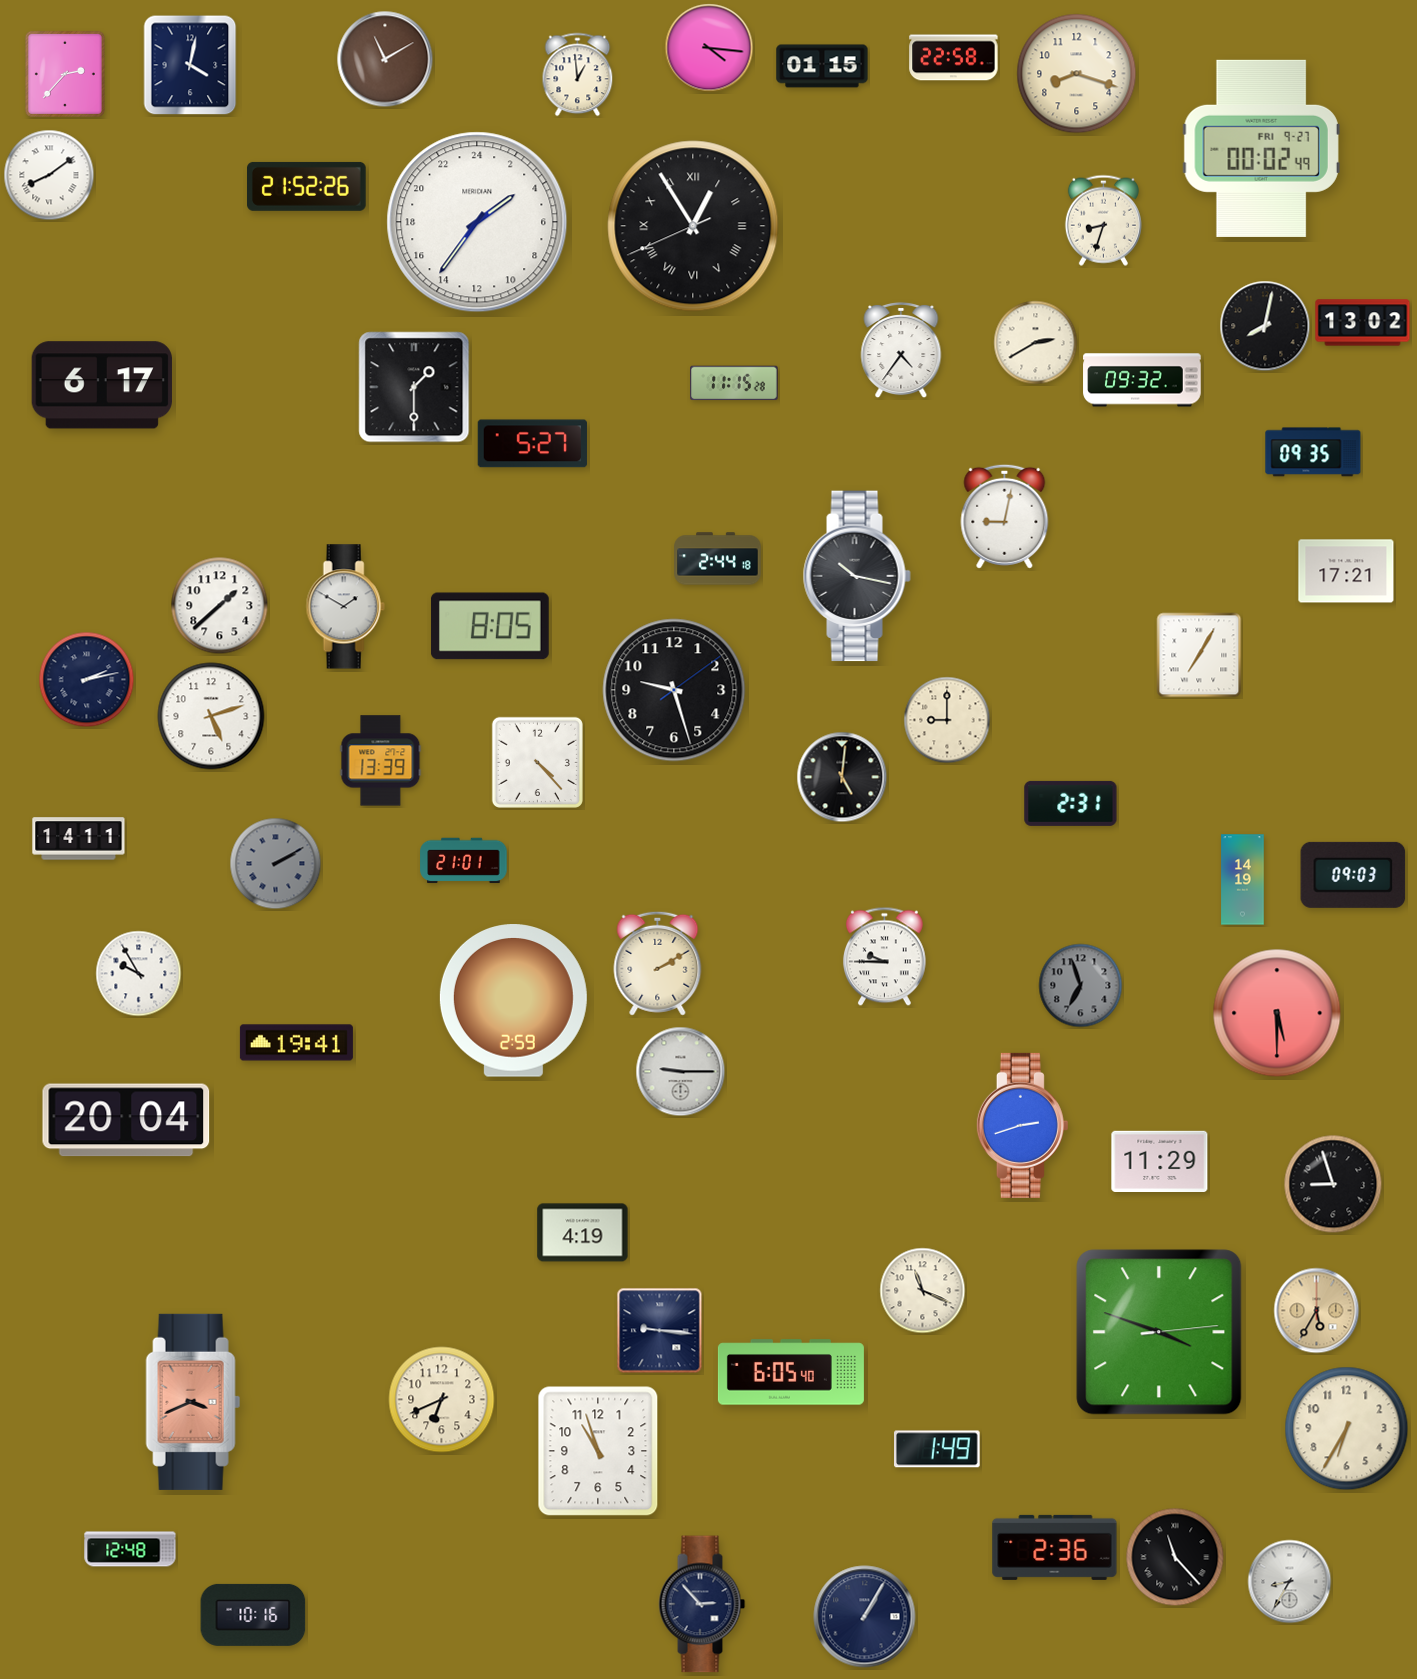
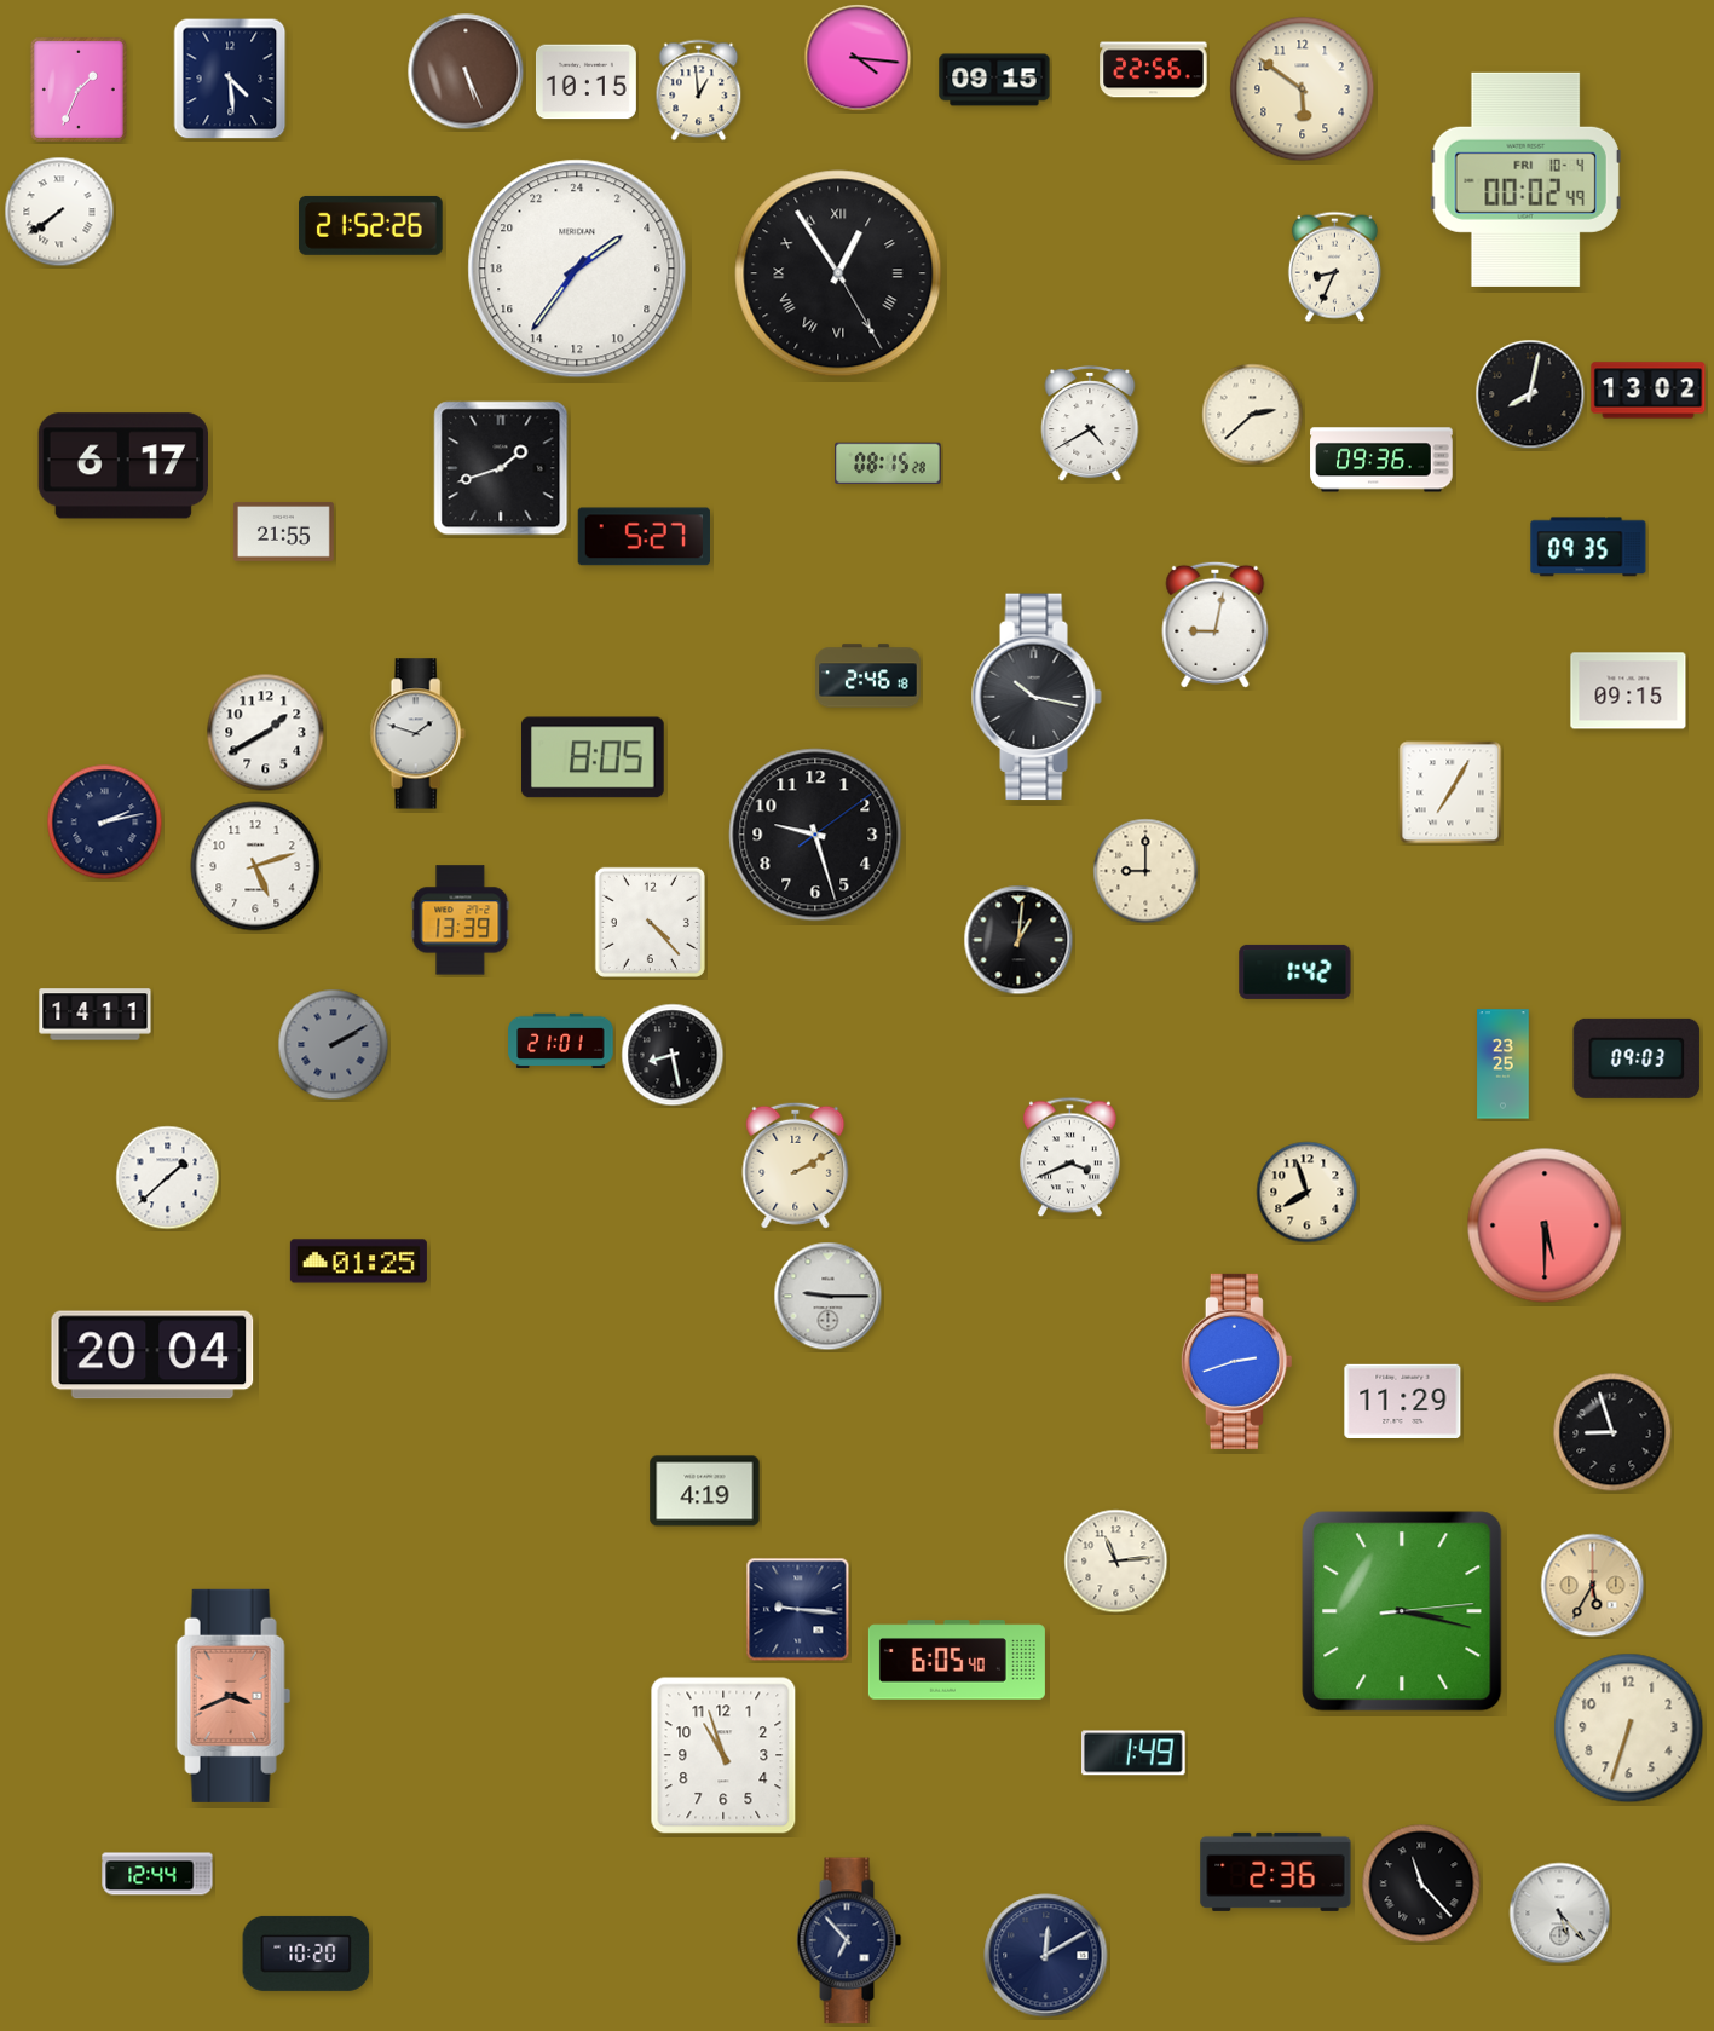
clock at (954, 58): 22:58 -> 22:56
clock at (385, 59): 11:10 -> 5:26
clock at (190, 65): 4:02 -> 4:29
clock at (822, 66): 01:15 -> 09:15
clock at (585, 82): none -> 10:15
clock at (65, 74): 2:37 -> 1:34
clock at (1077, 74): 8:18 -> 5:51
clock at (1261, 148) date: FRI 9-27 -> FRI 10-4
clock at (49, 175): 8:09 -> 7:39
clock at (1103, 220): 8:33 -> 8:34
clock at (693, 226): 12:54:41 -> 12:54:25
clock at (1036, 343): 2:40 -> 2:38
clock at (901, 350): 4:36 -> 4:40
clock at (1142, 380): 09:32 -> 09:36
clock at (734, 383): 11:15 -> 08:15
clock at (414, 387): 1:30 -> 1:42
clock at (283, 532): none -> 21:55
clock at (718, 559): 2:44 -> 2:46
clock at (1346, 571): 17:21 -> 09:15
clock at (220, 606): 1:38 -> 1:40
clock at (345, 607): 1:50 -> 1:48
clock at (842, 777): 5:01 -> 1:01
clock at (1071, 803): 2:31 -> 1:42
clock at (673, 1055): none -> 8:28
clock at (1243, 880): 14:19 -> 23:25
clock at (884, 957): 9:45 -> 3:41
clock at (139, 974): 9:55 -> 1:38
clock at (1081, 986): 6:57 -> 7:57
clock at (1081, 986) dial: grey -> cream
clock at (513, 1001): 2:59 -> none
clock at (296, 1043): 19:41 -> 01:25
clock at (681, 1072) position: (681, 1072) -> (829, 1297)
clock at (1160, 1161) position: (1160, 1161) -> (1403, 1401)
clock at (923, 1291): 11:19 -> 11:14
clock at (1159, 1332): 3:48 -> 3:17
clock at (442, 1400): 6:41 -> none
clock at (1347, 1429): 6:35 -> 6:33
clock at (130, 1549): 12:48 -> 12:44
clock at (1290, 1582): 8:35 -> 5:23
clock at (702, 1604): 2:53 -> 6:53
clock at (253, 1615): 10:16 -> 10:20
clock at (865, 1617): 1:05 -> 12:10
